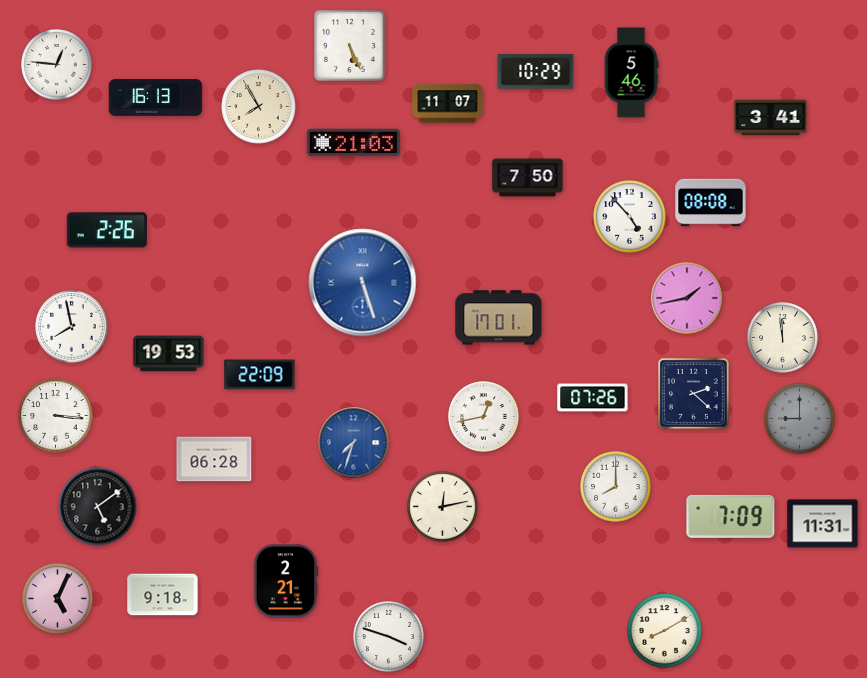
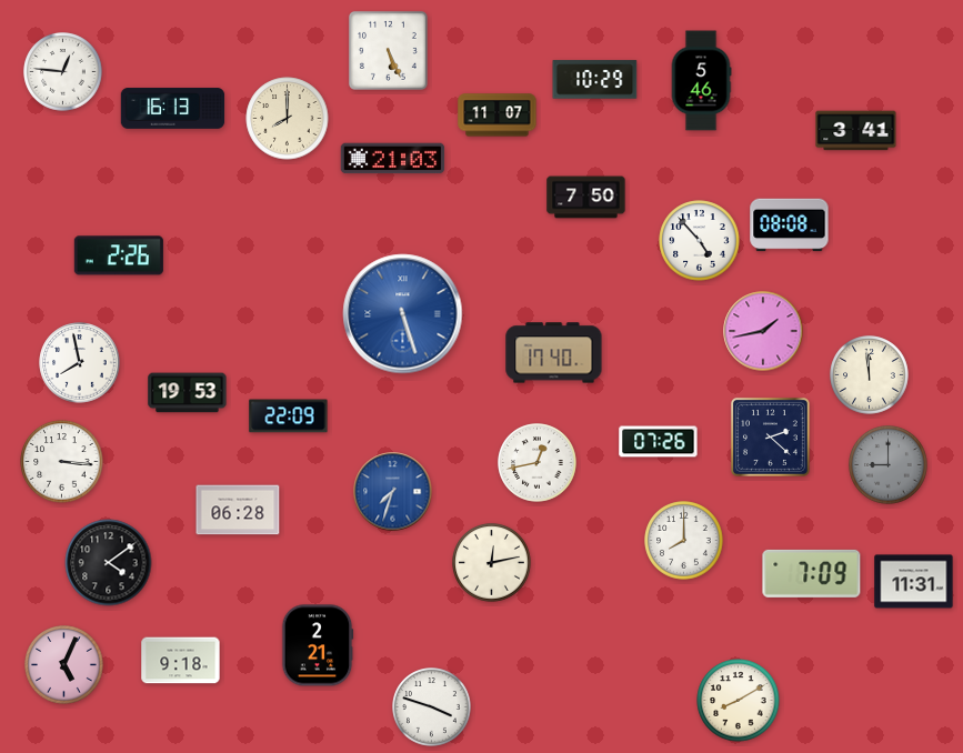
clock at (259, 107): 7:55 -> 8:00
clock at (499, 318): 17:01 -> 17:40
clock at (98, 507): 5:09 -> 4:09
